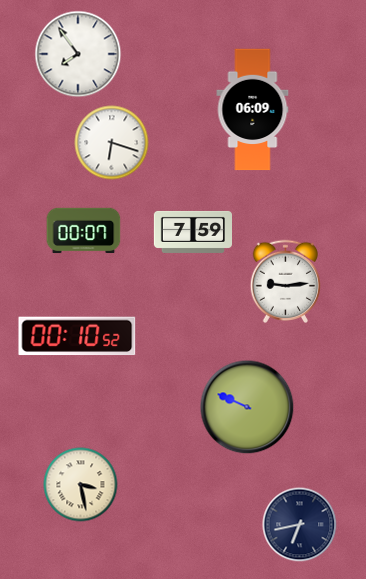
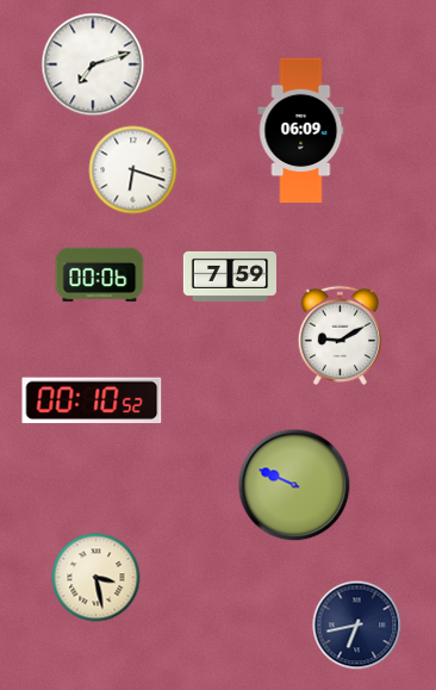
clock at (78, 54): 7:54 -> 7:12
clock at (84, 231): 00:07 -> 00:06
clock at (286, 281): 9:14 -> 9:10
